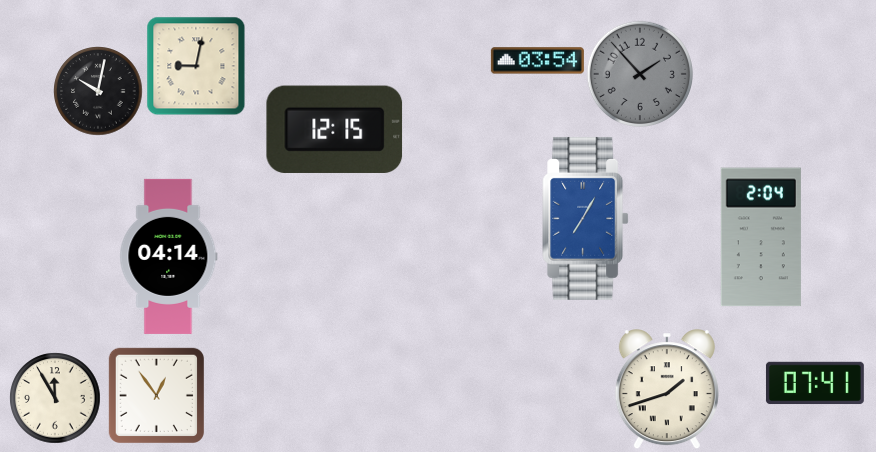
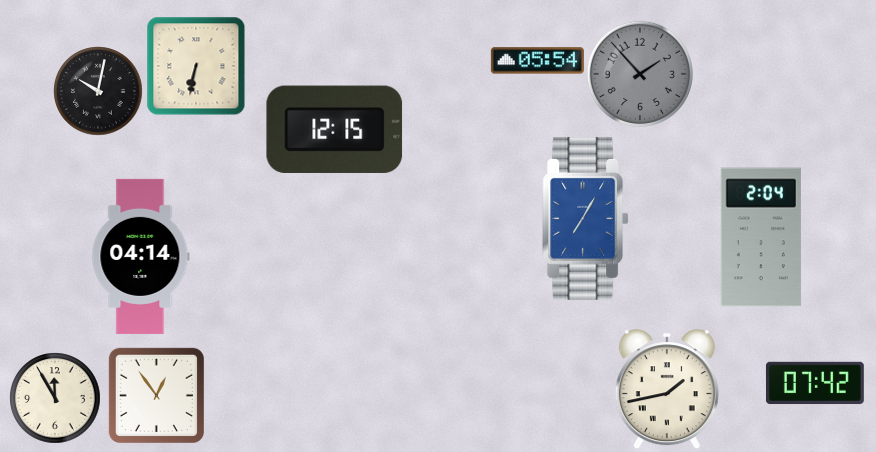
clock at (537, 61): 03:54 -> 05:54
clock at (196, 66): 9:02 -> 6:32
clock at (169, 256) position: (169, 256) -> (141, 256)
clock at (815, 383): 07:41 -> 07:42
clock at (667, 389): 1:42 -> 1:43
